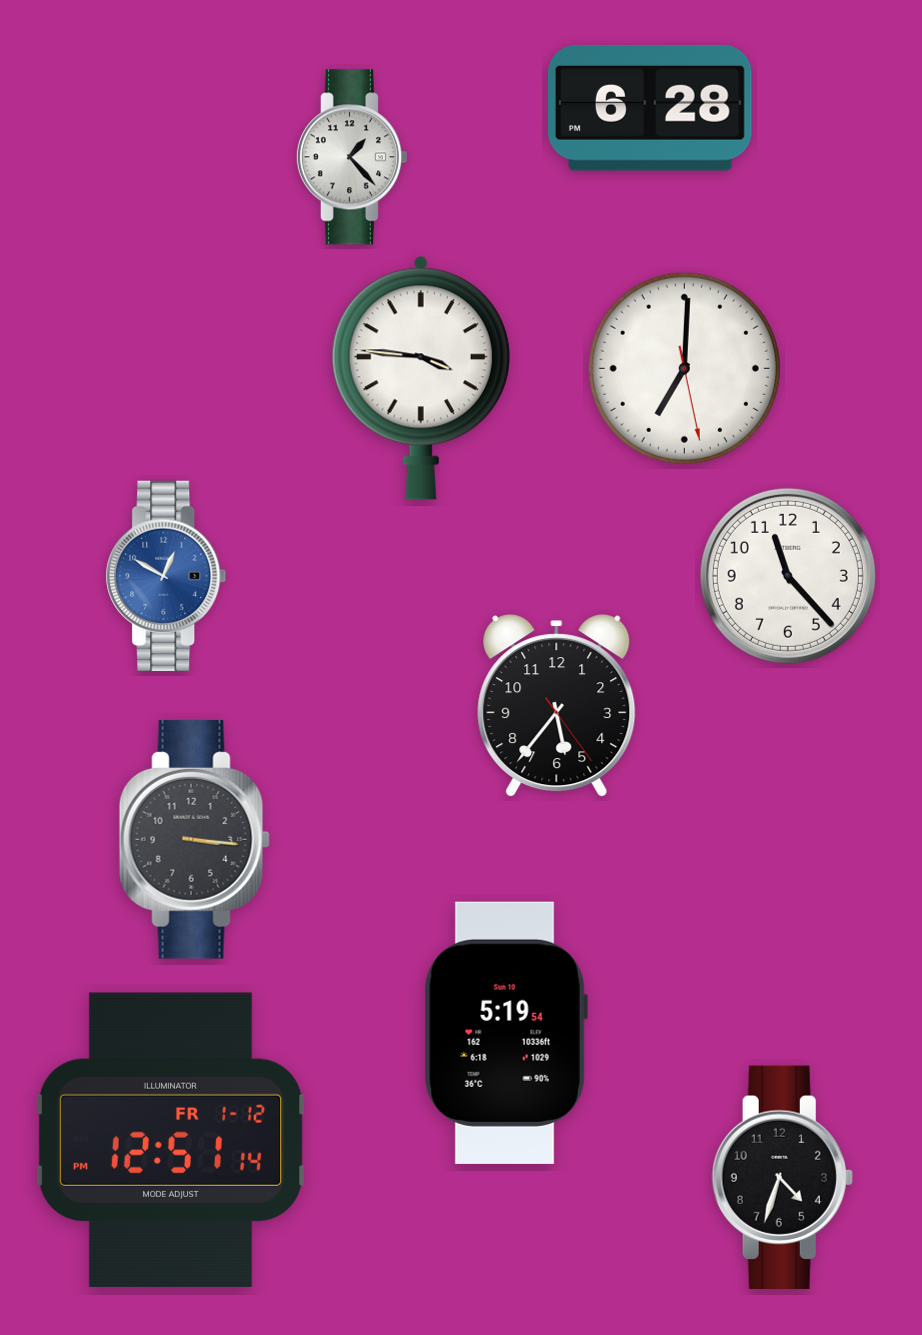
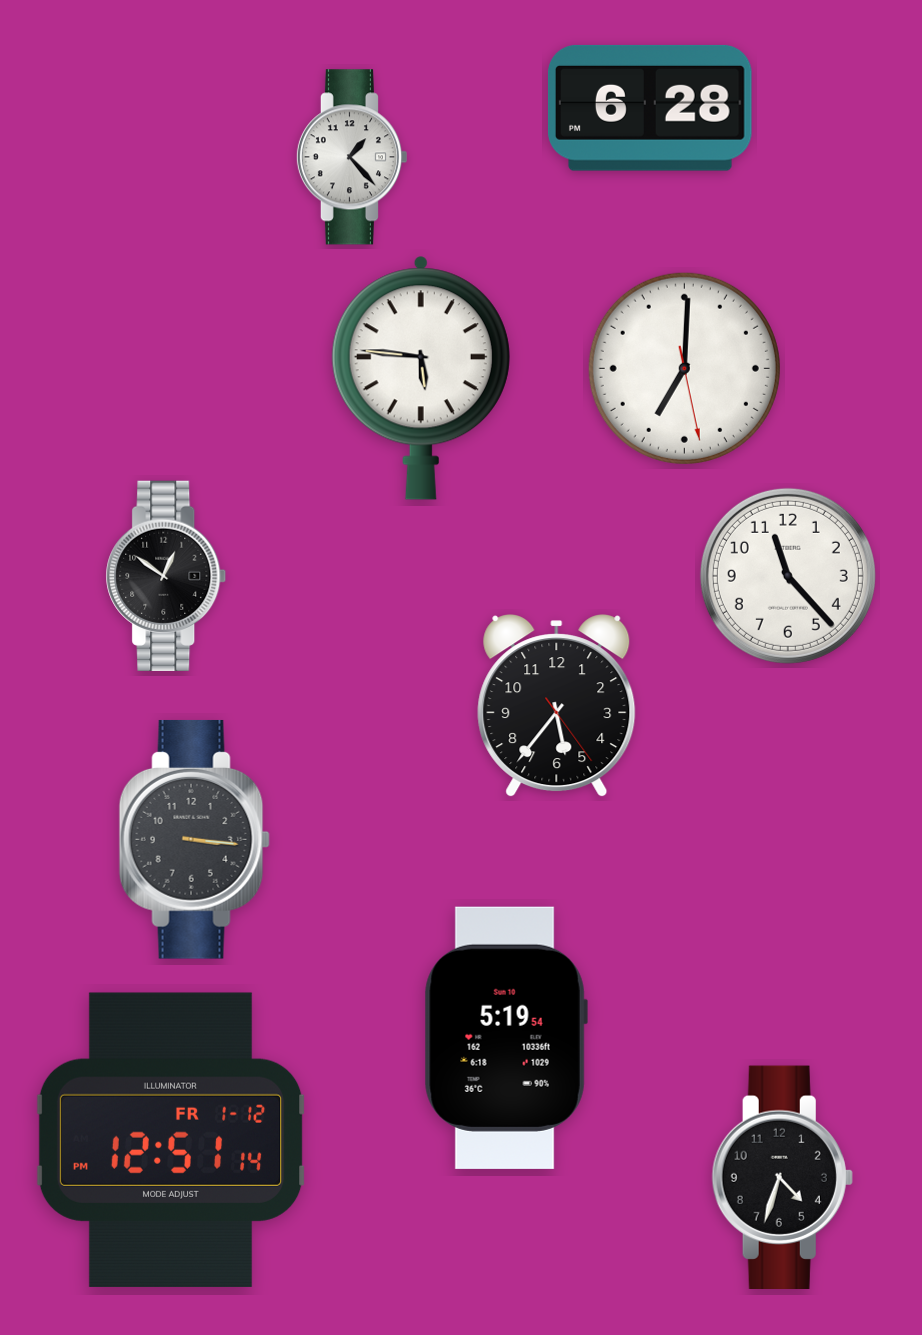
clock at (421, 378): 3:46 -> 5:46
clock at (166, 576): 12:50 -> 12:51
clock at (166, 576) dial: blue -> black
clock at (506, 1033) position: (506, 1033) -> (506, 1038)
